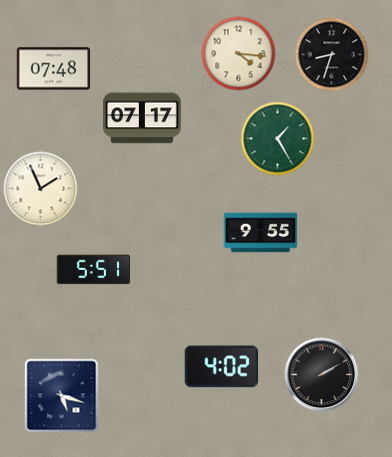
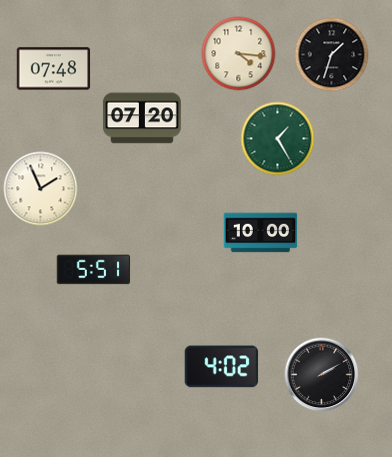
clock at (332, 55): 8:33 -> 1:33
clock at (142, 118): 07:17 -> 07:20
clock at (261, 233): 9:55 -> 10:00
clock at (62, 396): 5:18 -> none
